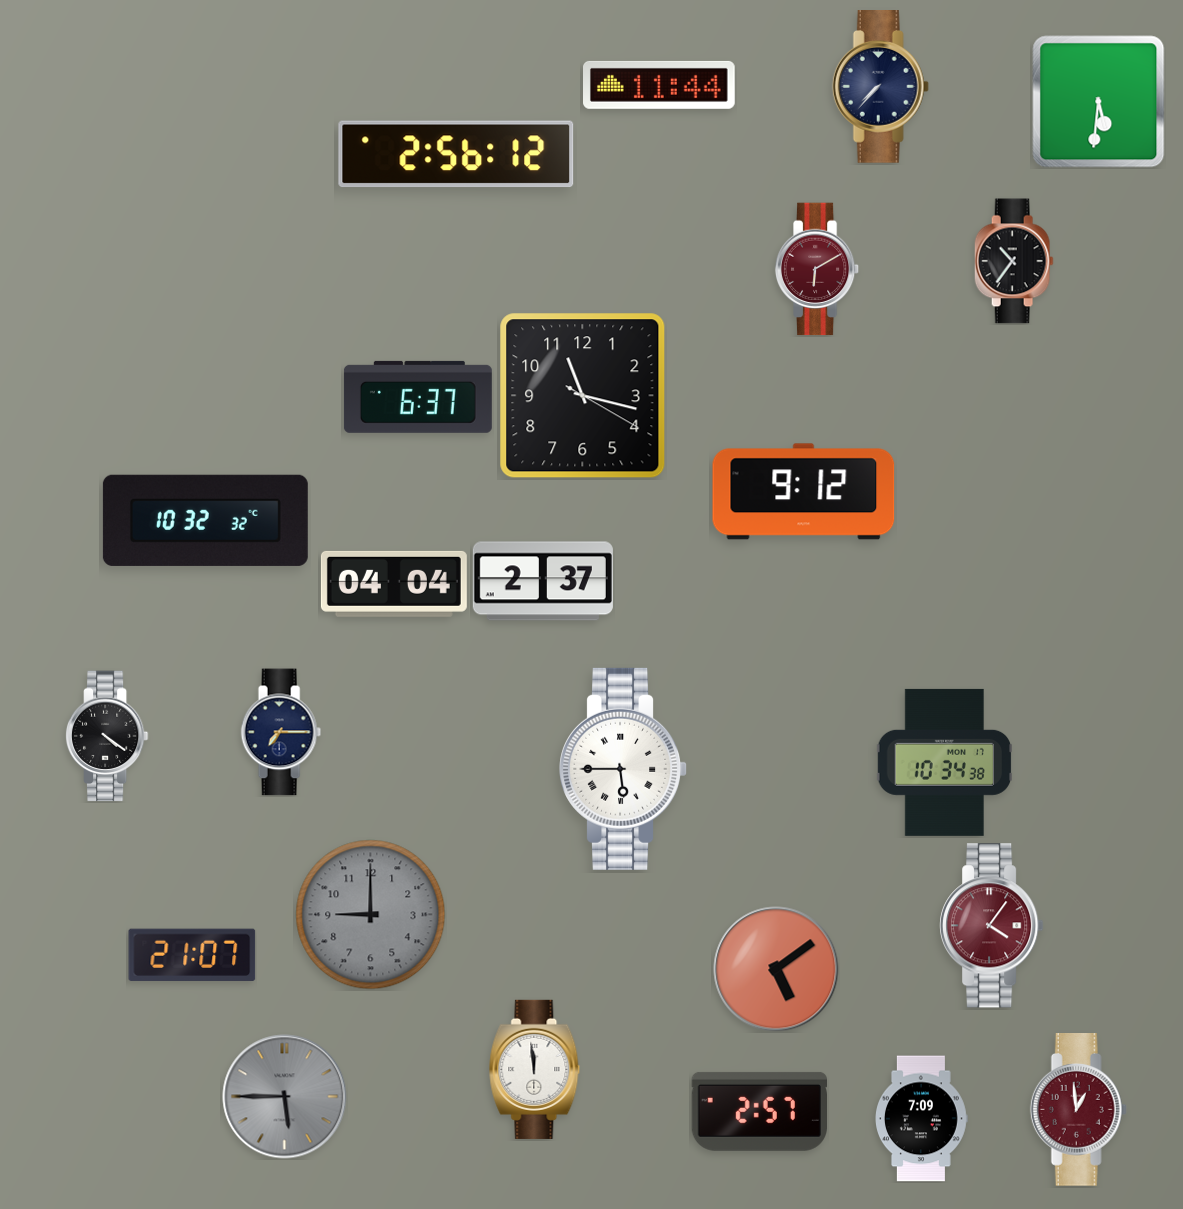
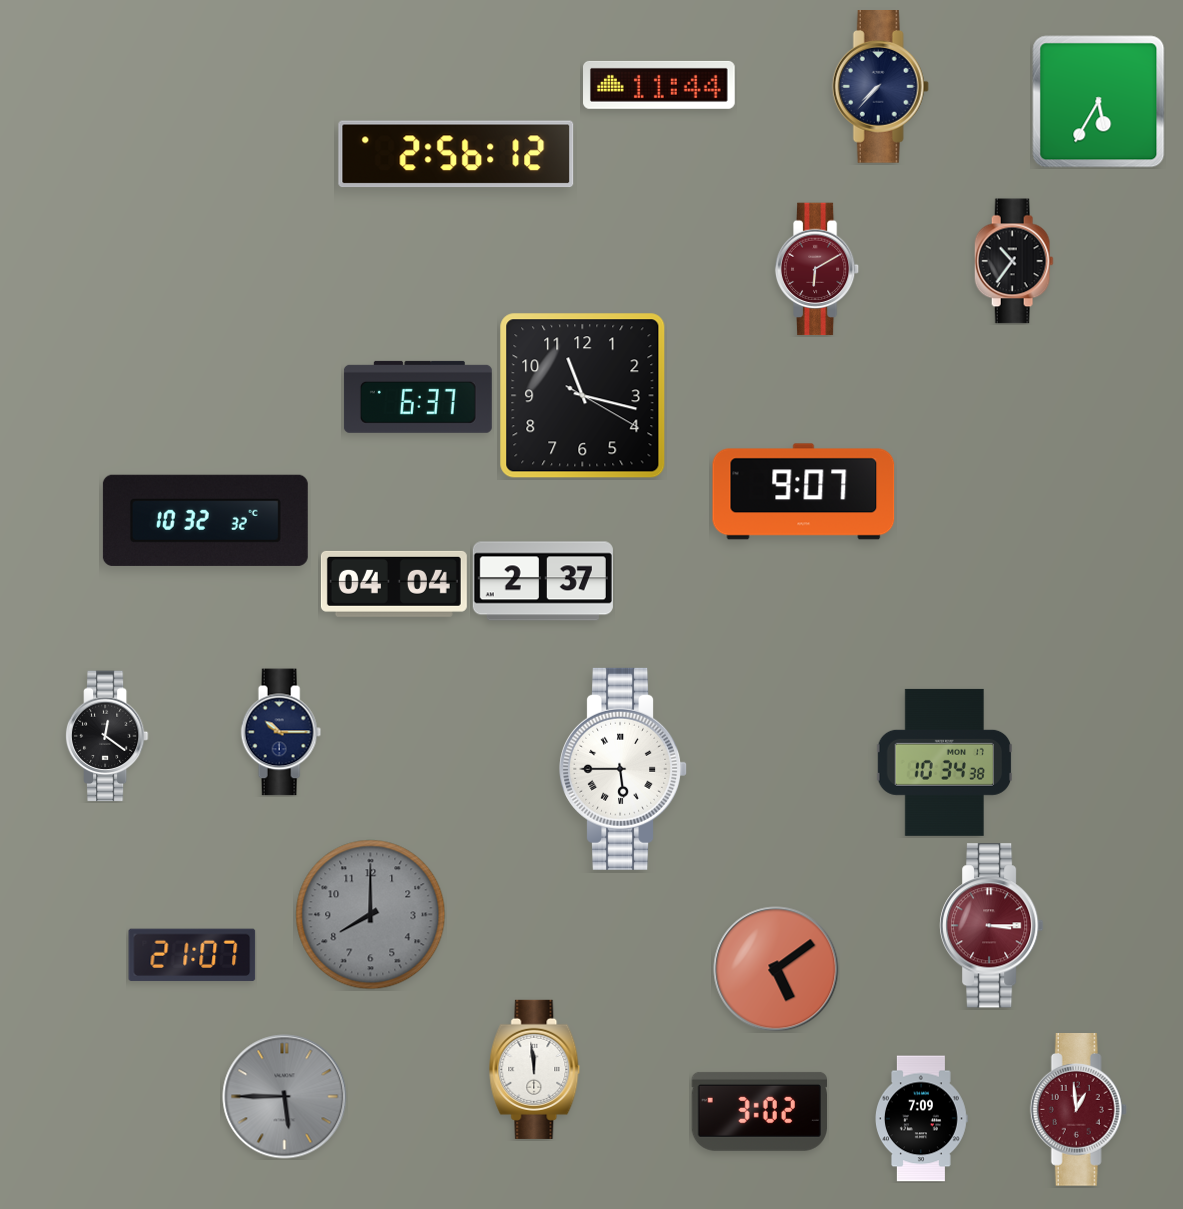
clock at (1099, 102): 5:31 -> 5:35
clock at (804, 492): 9:12 -> 9:07
clock at (281, 732): 7:15 -> 10:15
clock at (107, 736): 4:21 -> 12:21
clock at (371, 915): 9:00 -> 8:00
clock at (992, 926): 4:06 -> 3:15
clock at (759, 1111): 2:57 -> 3:02
